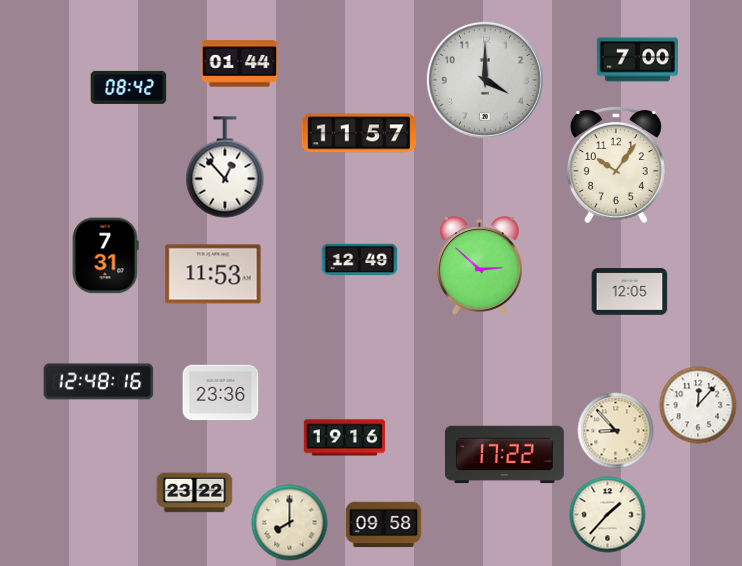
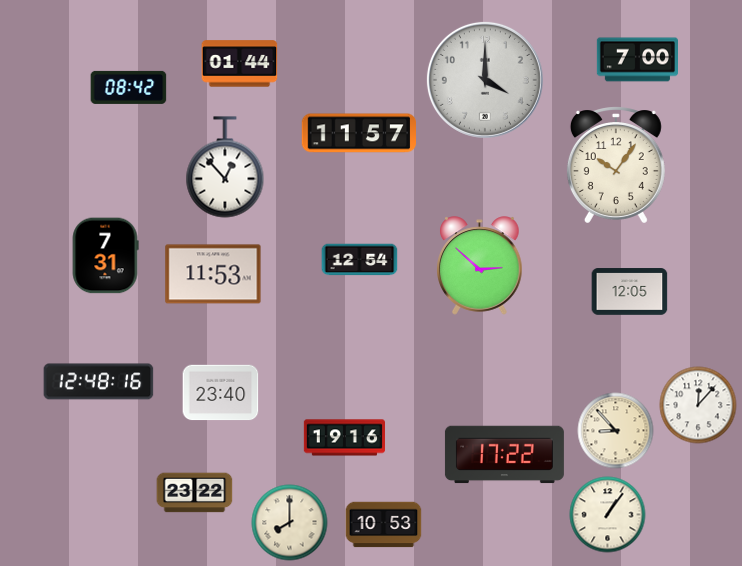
clock at (360, 260): 12:49 -> 12:54
clock at (221, 393): 23:36 -> 23:40
clock at (608, 515): 1:37 -> 1:06
clock at (384, 525): 09:58 -> 10:53
